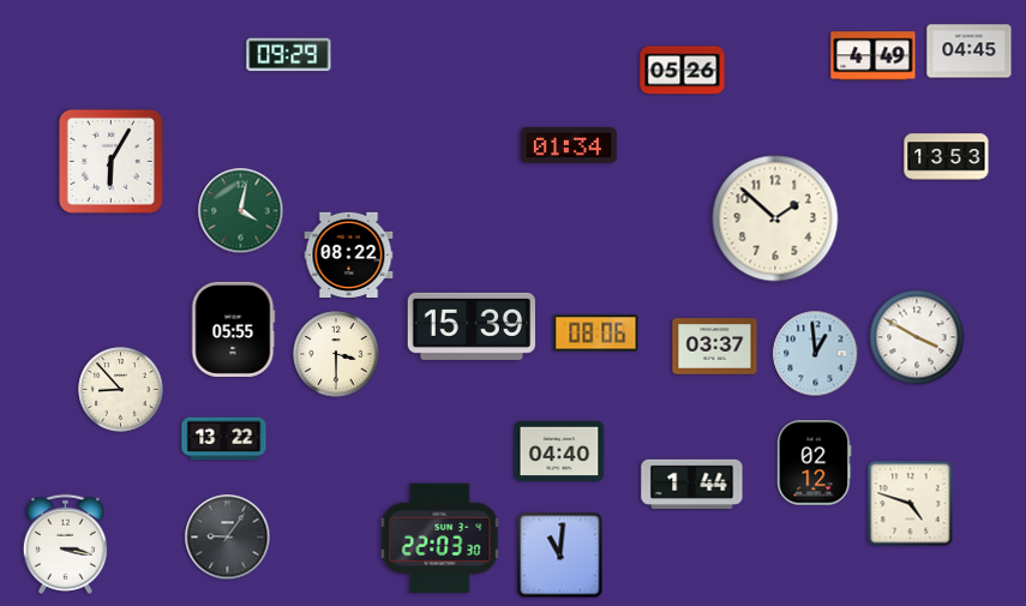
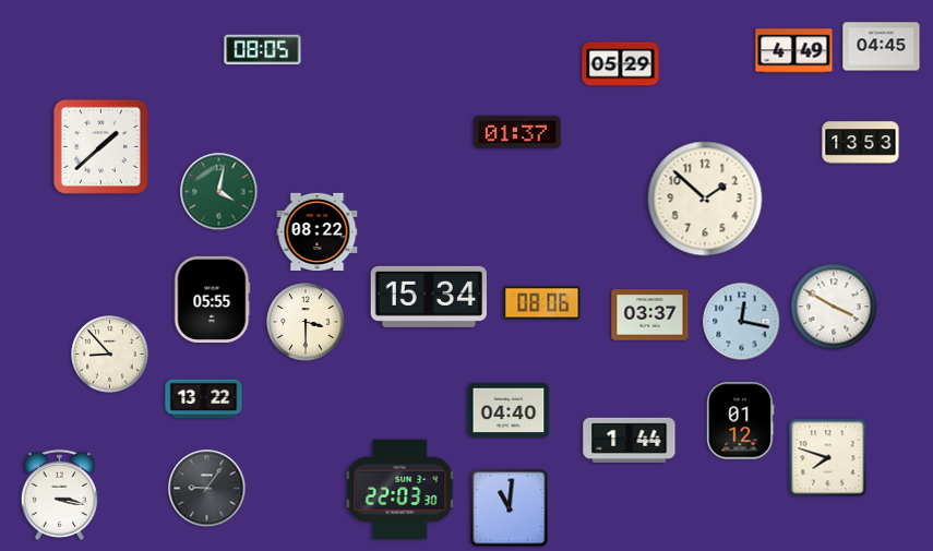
clock at (289, 55): 09:29 -> 08:05
clock at (683, 71): 05:26 -> 05:29
clock at (569, 145): 01:34 -> 01:37
clock at (110, 161): 6:05 -> 1:38
clock at (472, 326): 15:39 -> 15:34
clock at (816, 354): 12:59 -> 12:17
clock at (815, 463): 02:12 -> 01:12
clock at (911, 504): 4:48 -> 7:48
clock at (560, 556) position: (560, 556) -> (510, 508)
